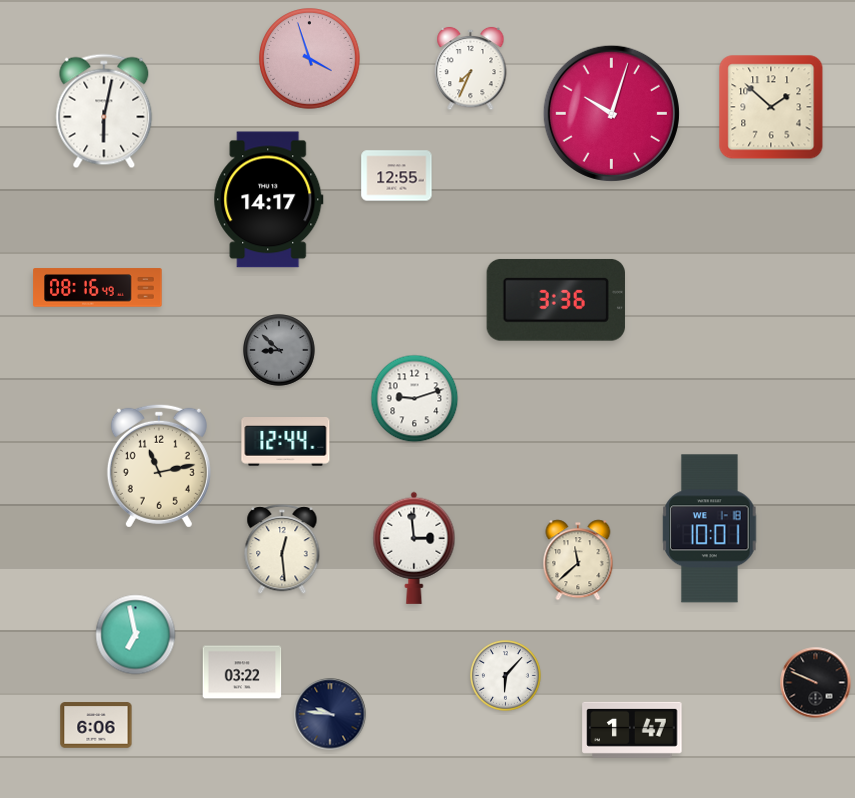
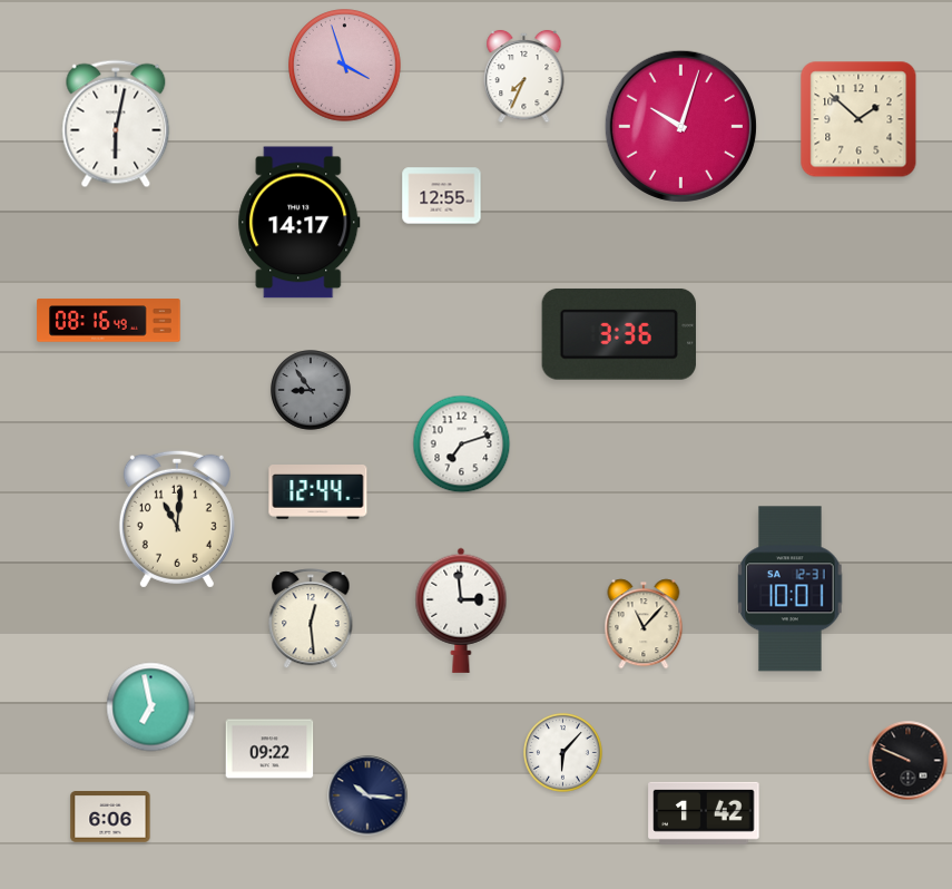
clock at (280, 351): 8:52 -> 8:54
clock at (415, 399): 9:12 -> 7:12
clock at (159, 466): 11:13 -> 11:01
clock at (710, 529) date: WE 1-18 -> SA 12-31
clock at (282, 550) position: (282, 550) -> (311, 619)
clock at (578, 560): 11:38 -> 11:07
clock at (242, 672): 03:22 -> 09:22
clock at (330, 714): 9:46 -> 10:16
clock at (96, 725) position: (96, 725) -> (110, 817)
clock at (632, 730): 1:47 -> 1:42
